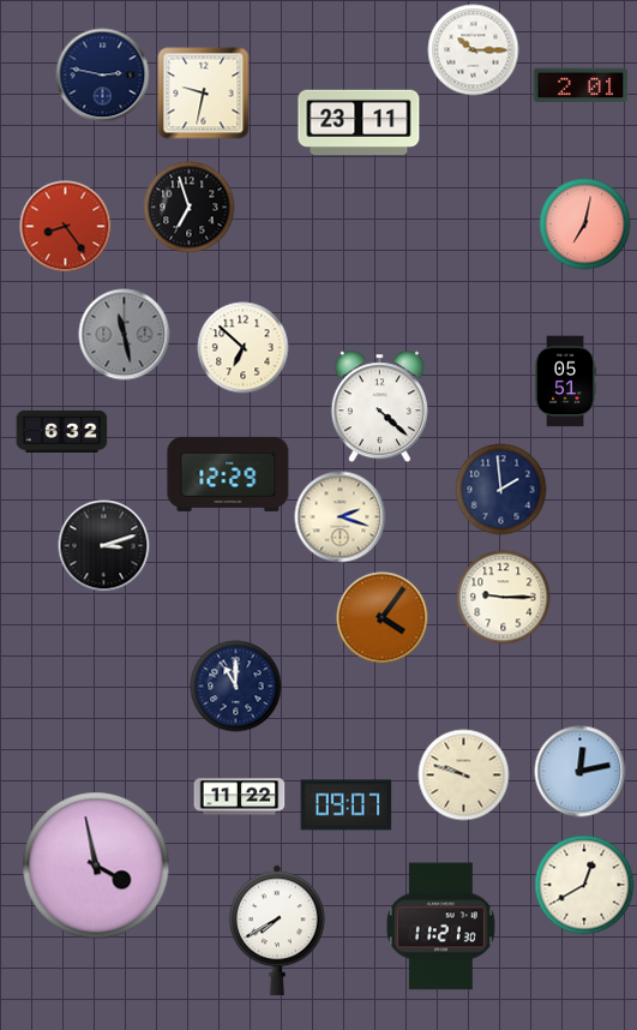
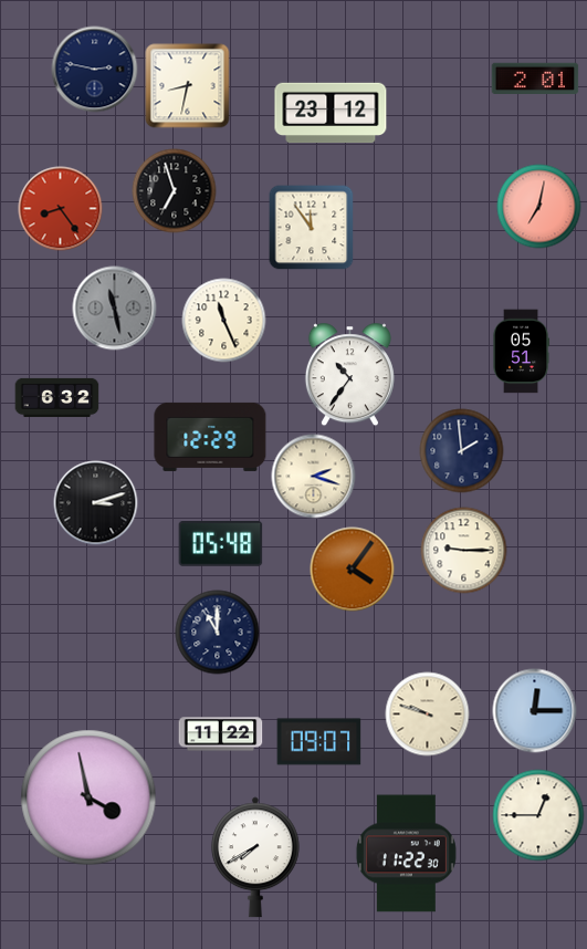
clock at (474, 50): 10:15 -> none
clock at (204, 94): 9:32 -> 8:32
clock at (359, 122): 23:11 -> 23:12
clock at (312, 228): none -> 11:54
clock at (244, 348): 6:52 -> 11:26
clock at (379, 407): 4:22 -> 10:36
clock at (221, 544): none -> 05:48
clock at (581, 772): 12:13 -> 12:15
clock at (584, 885): 12:40 -> 12:45
clock at (440, 927): 11:21 -> 11:22
